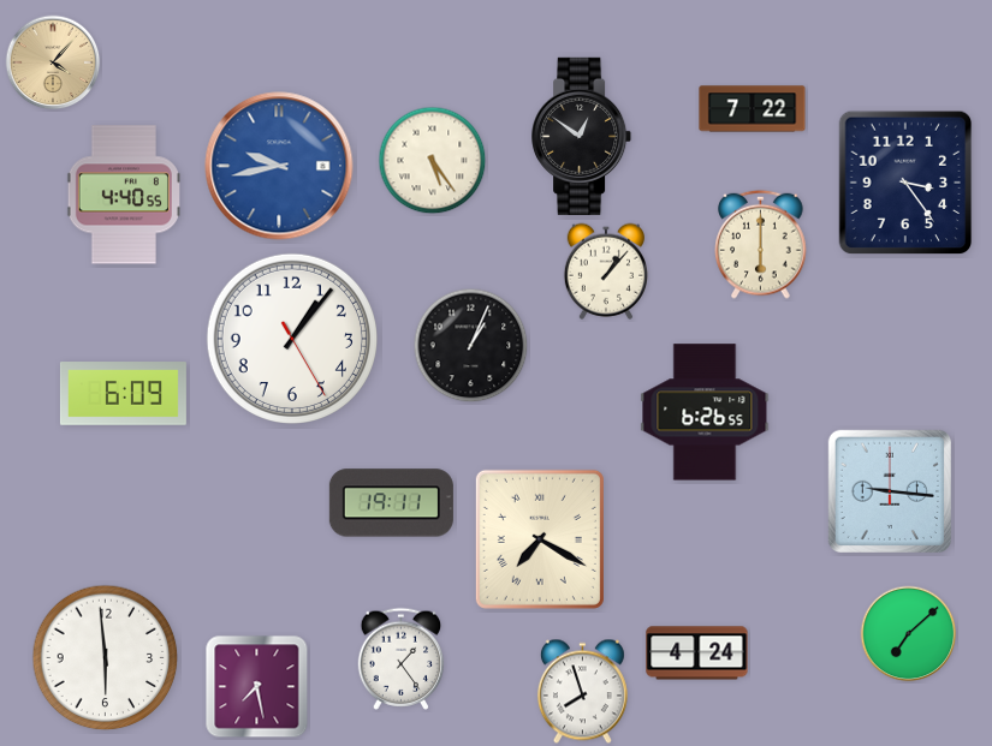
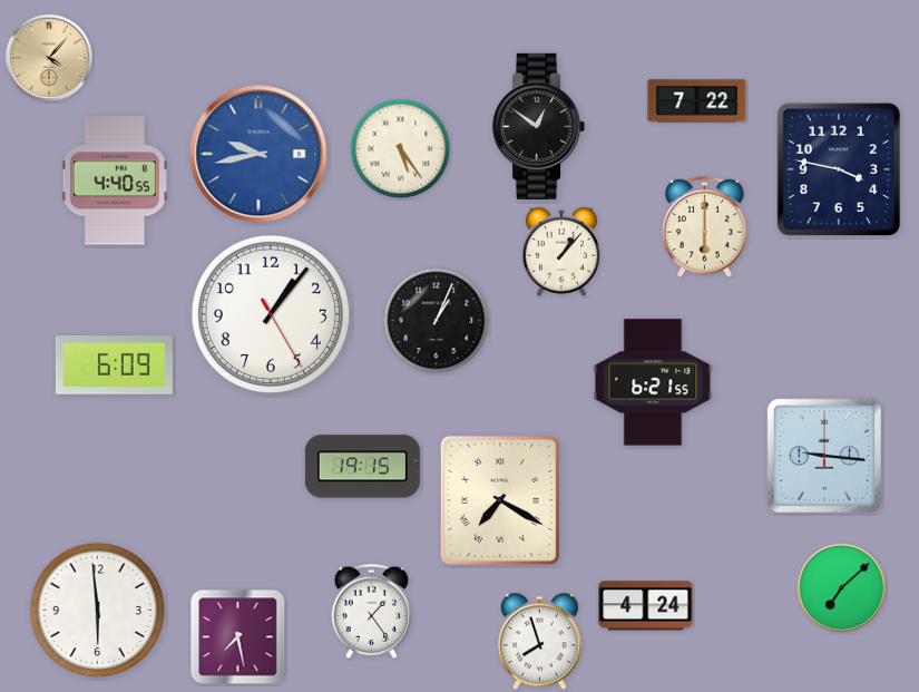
clock at (905, 183): 3:24 -> 3:47
clock at (705, 412): 6:26 -> 6:21
clock at (391, 503): 19:11 -> 19:15
